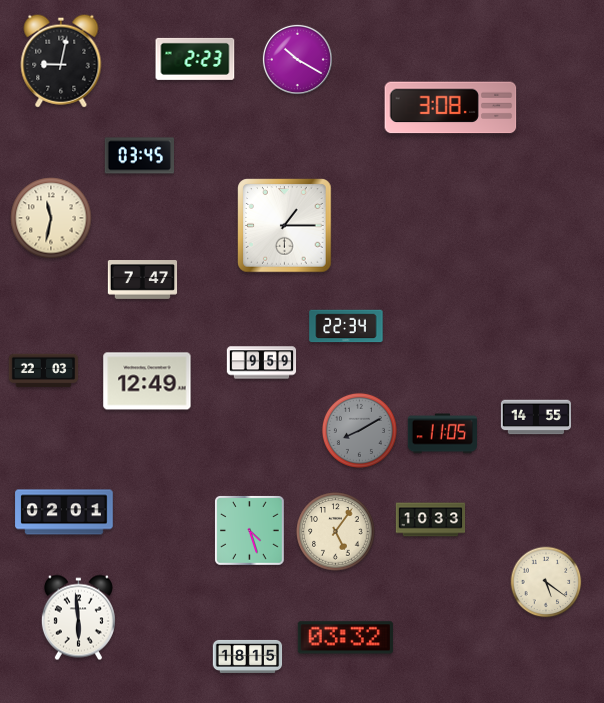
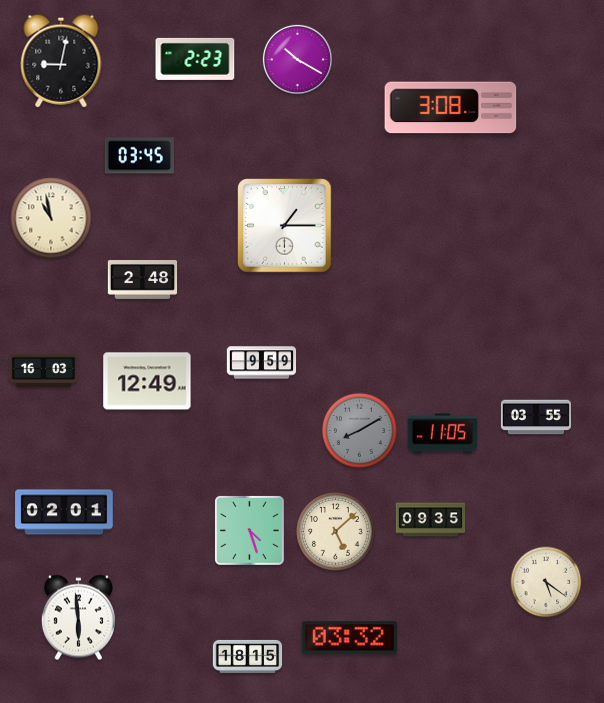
clock at (51, 218): 11:32 -> 10:58
clock at (143, 280): 7:47 -> 2:48
clock at (346, 326): 22:34 -> none
clock at (44, 371): 22:03 -> 16:03
clock at (536, 417): 14:55 -> 03:55
clock at (431, 520): 10:33 -> 09:35
clock at (336, 532): 5:06 -> 5:08
clock at (345, 638) position: (345, 638) -> (349, 638)
